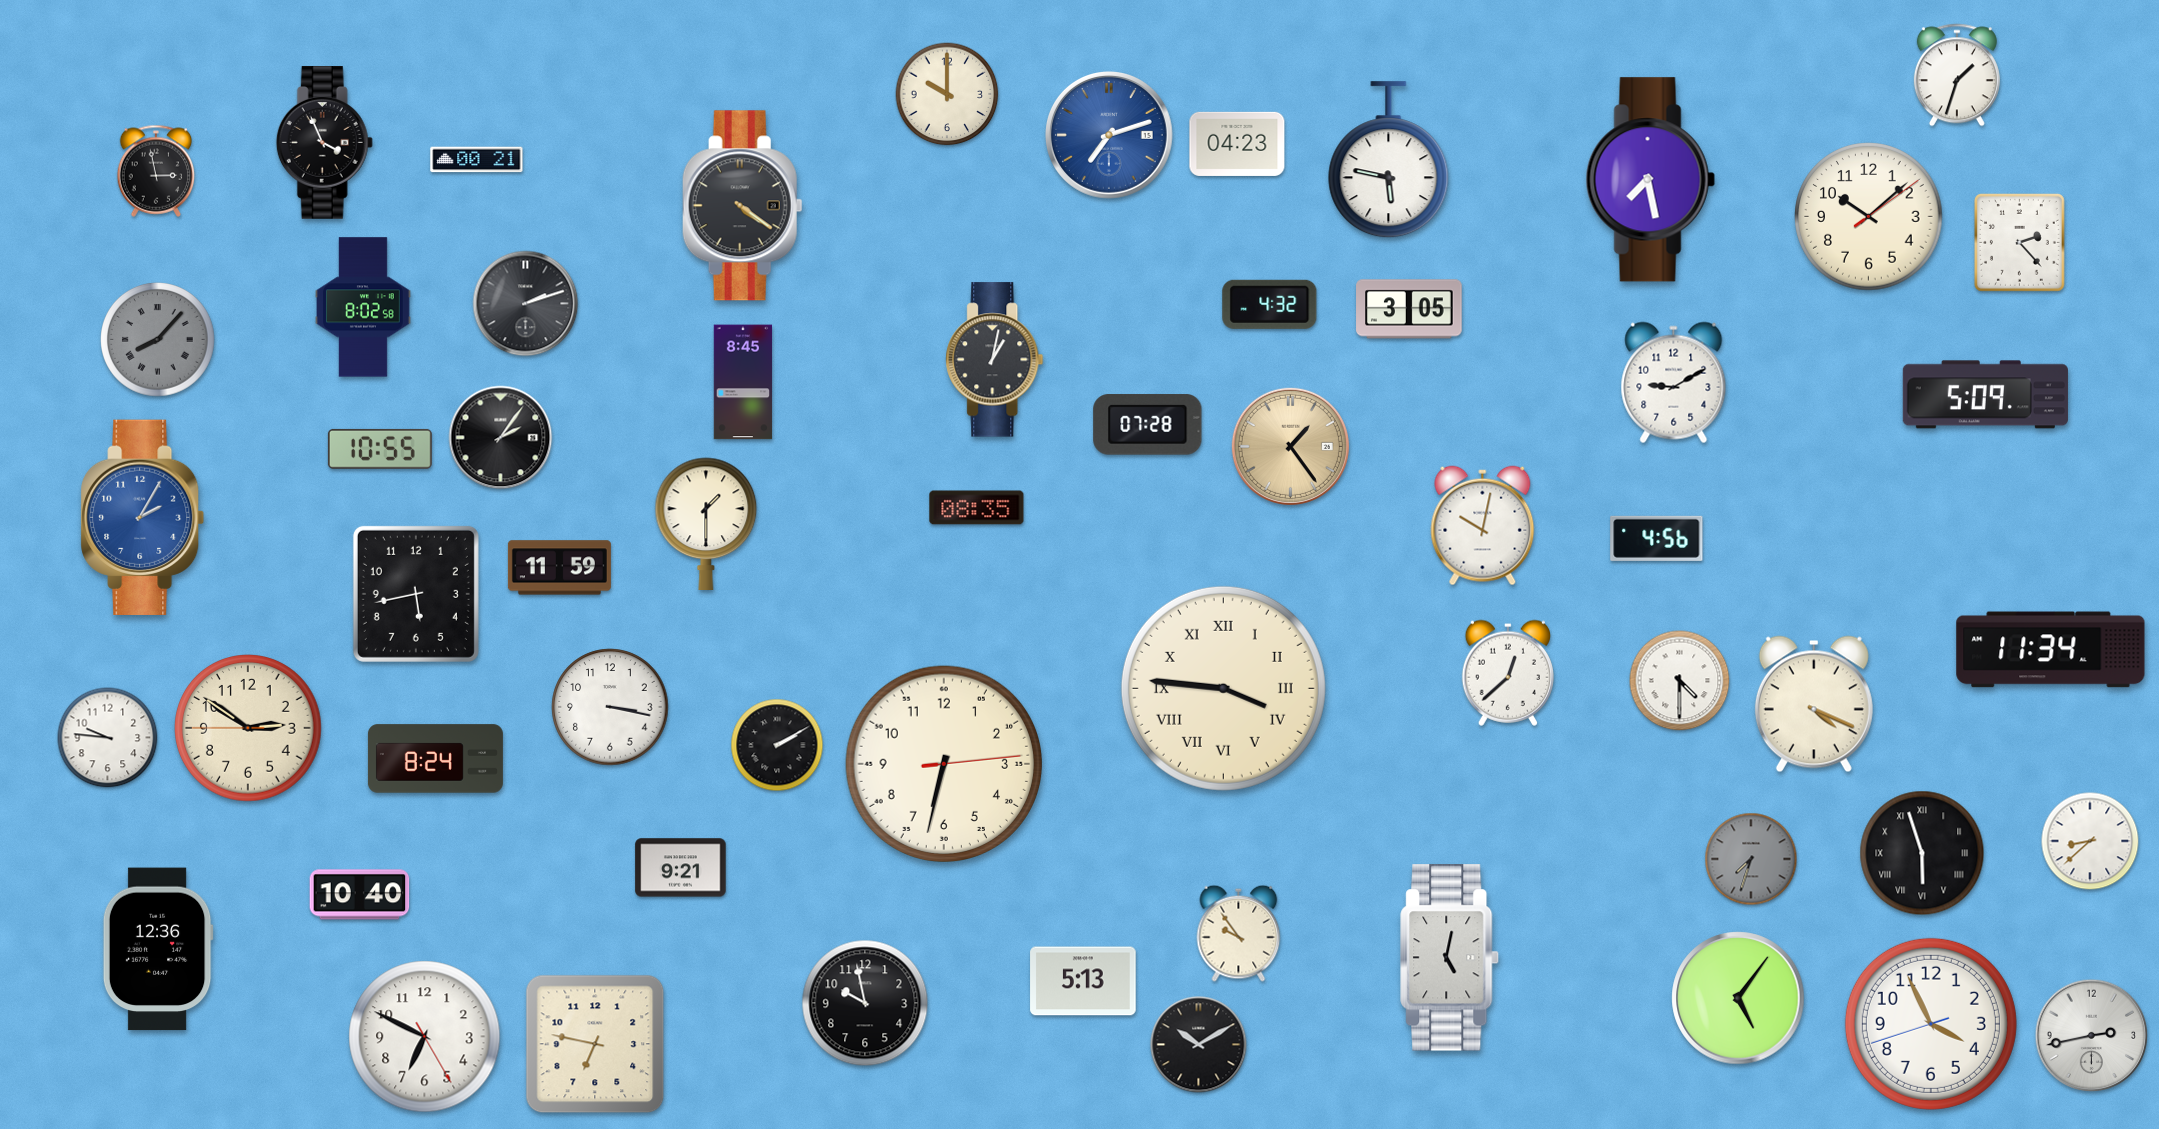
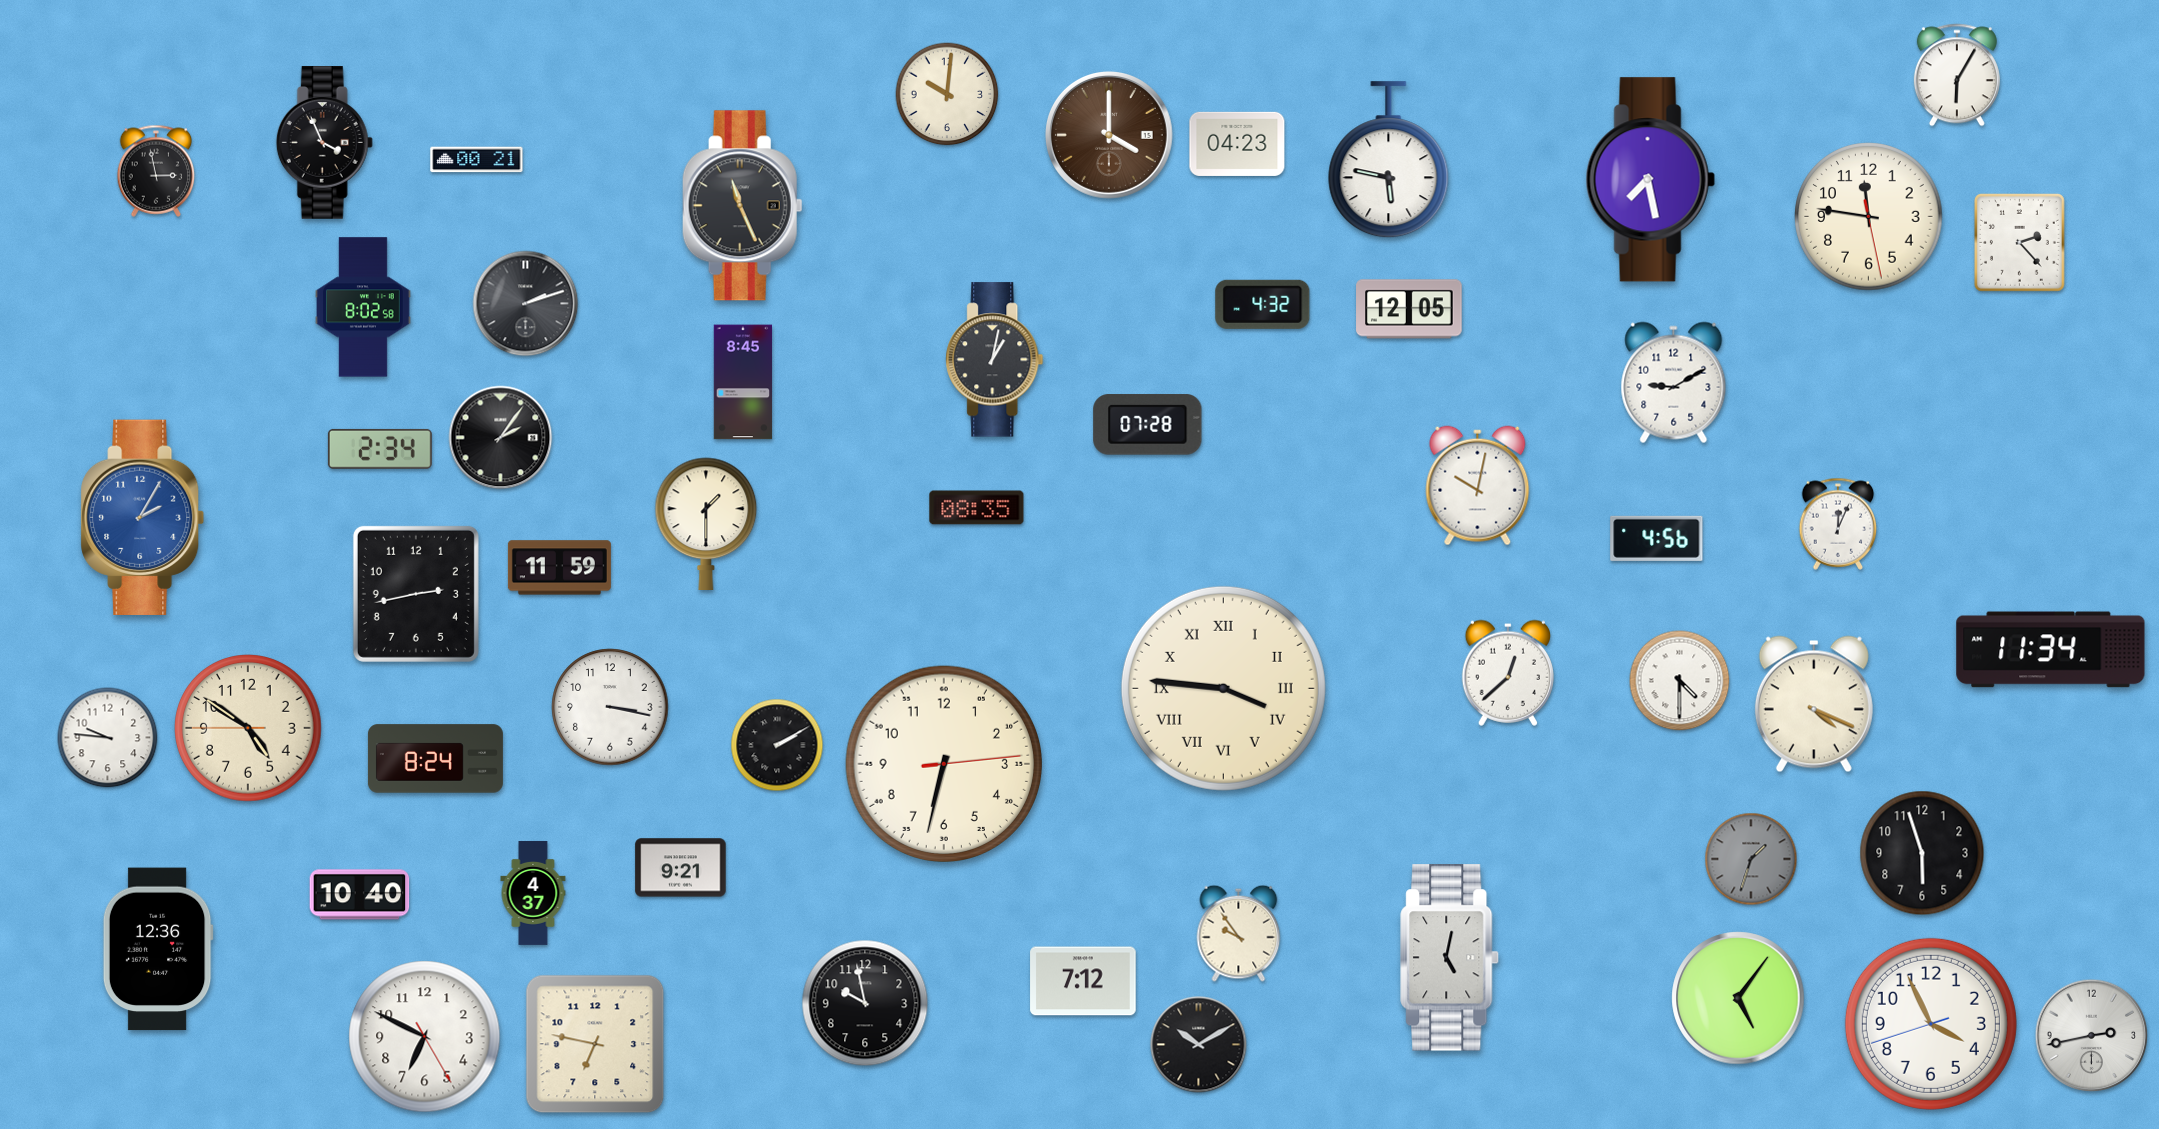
clock at (1957, 75): 1:33 -> 6:05
clock at (947, 94): 10:00 -> 10:01
clock at (1110, 136): 7:12 -> 4:00
clock at (1110, 136) dial: blue -> brown
clock at (742, 206): 4:21 -> 11:26
clock at (1869, 217): 10:08 -> 11:46
clock at (1270, 304) position: (1270, 304) -> (1263, 304)
clock at (1409, 309): 3:05 -> 12:05
clock at (158, 340): 8:07 -> none
clock at (1985, 395): 5:09 -> none
clock at (1290, 446): 1:24 -> none
clock at (380, 449): 10:55 -> 2:34
clock at (1838, 524): none -> 12:04
clock at (1483, 526) position: (1483, 526) -> (1478, 486)
clock at (416, 594): 5:43 -> 2:43
clock at (248, 728): 2:50 -> 4:50
clock at (2090, 841): 8:38 -> none
clock at (1922, 853) numerals: Roman -> Arabic
clock at (1751, 859): 7:33 -> 1:33
clock at (533, 893): none -> 4:37
clock at (1083, 981): 5:13 -> 7:12
